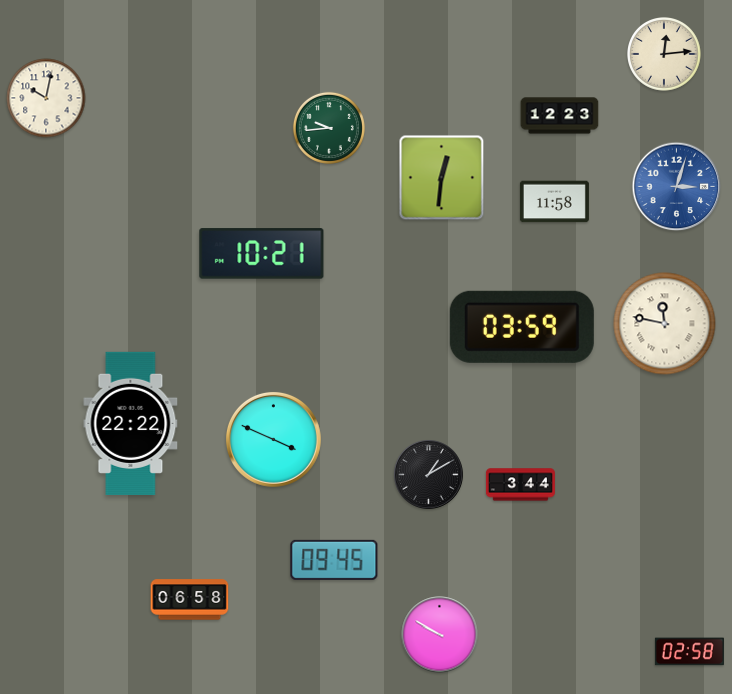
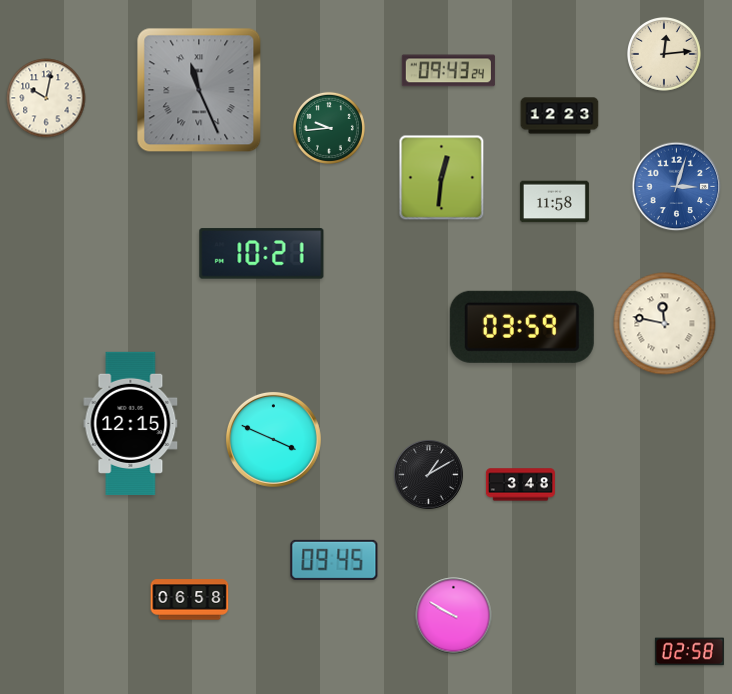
clock at (448, 71): none -> 09:43
clock at (199, 90): none -> 11:26
clock at (131, 423): 22:22 -> 12:15
clock at (520, 485): 3:44 -> 3:48
clock at (440, 635) position: (440, 635) -> (454, 616)
